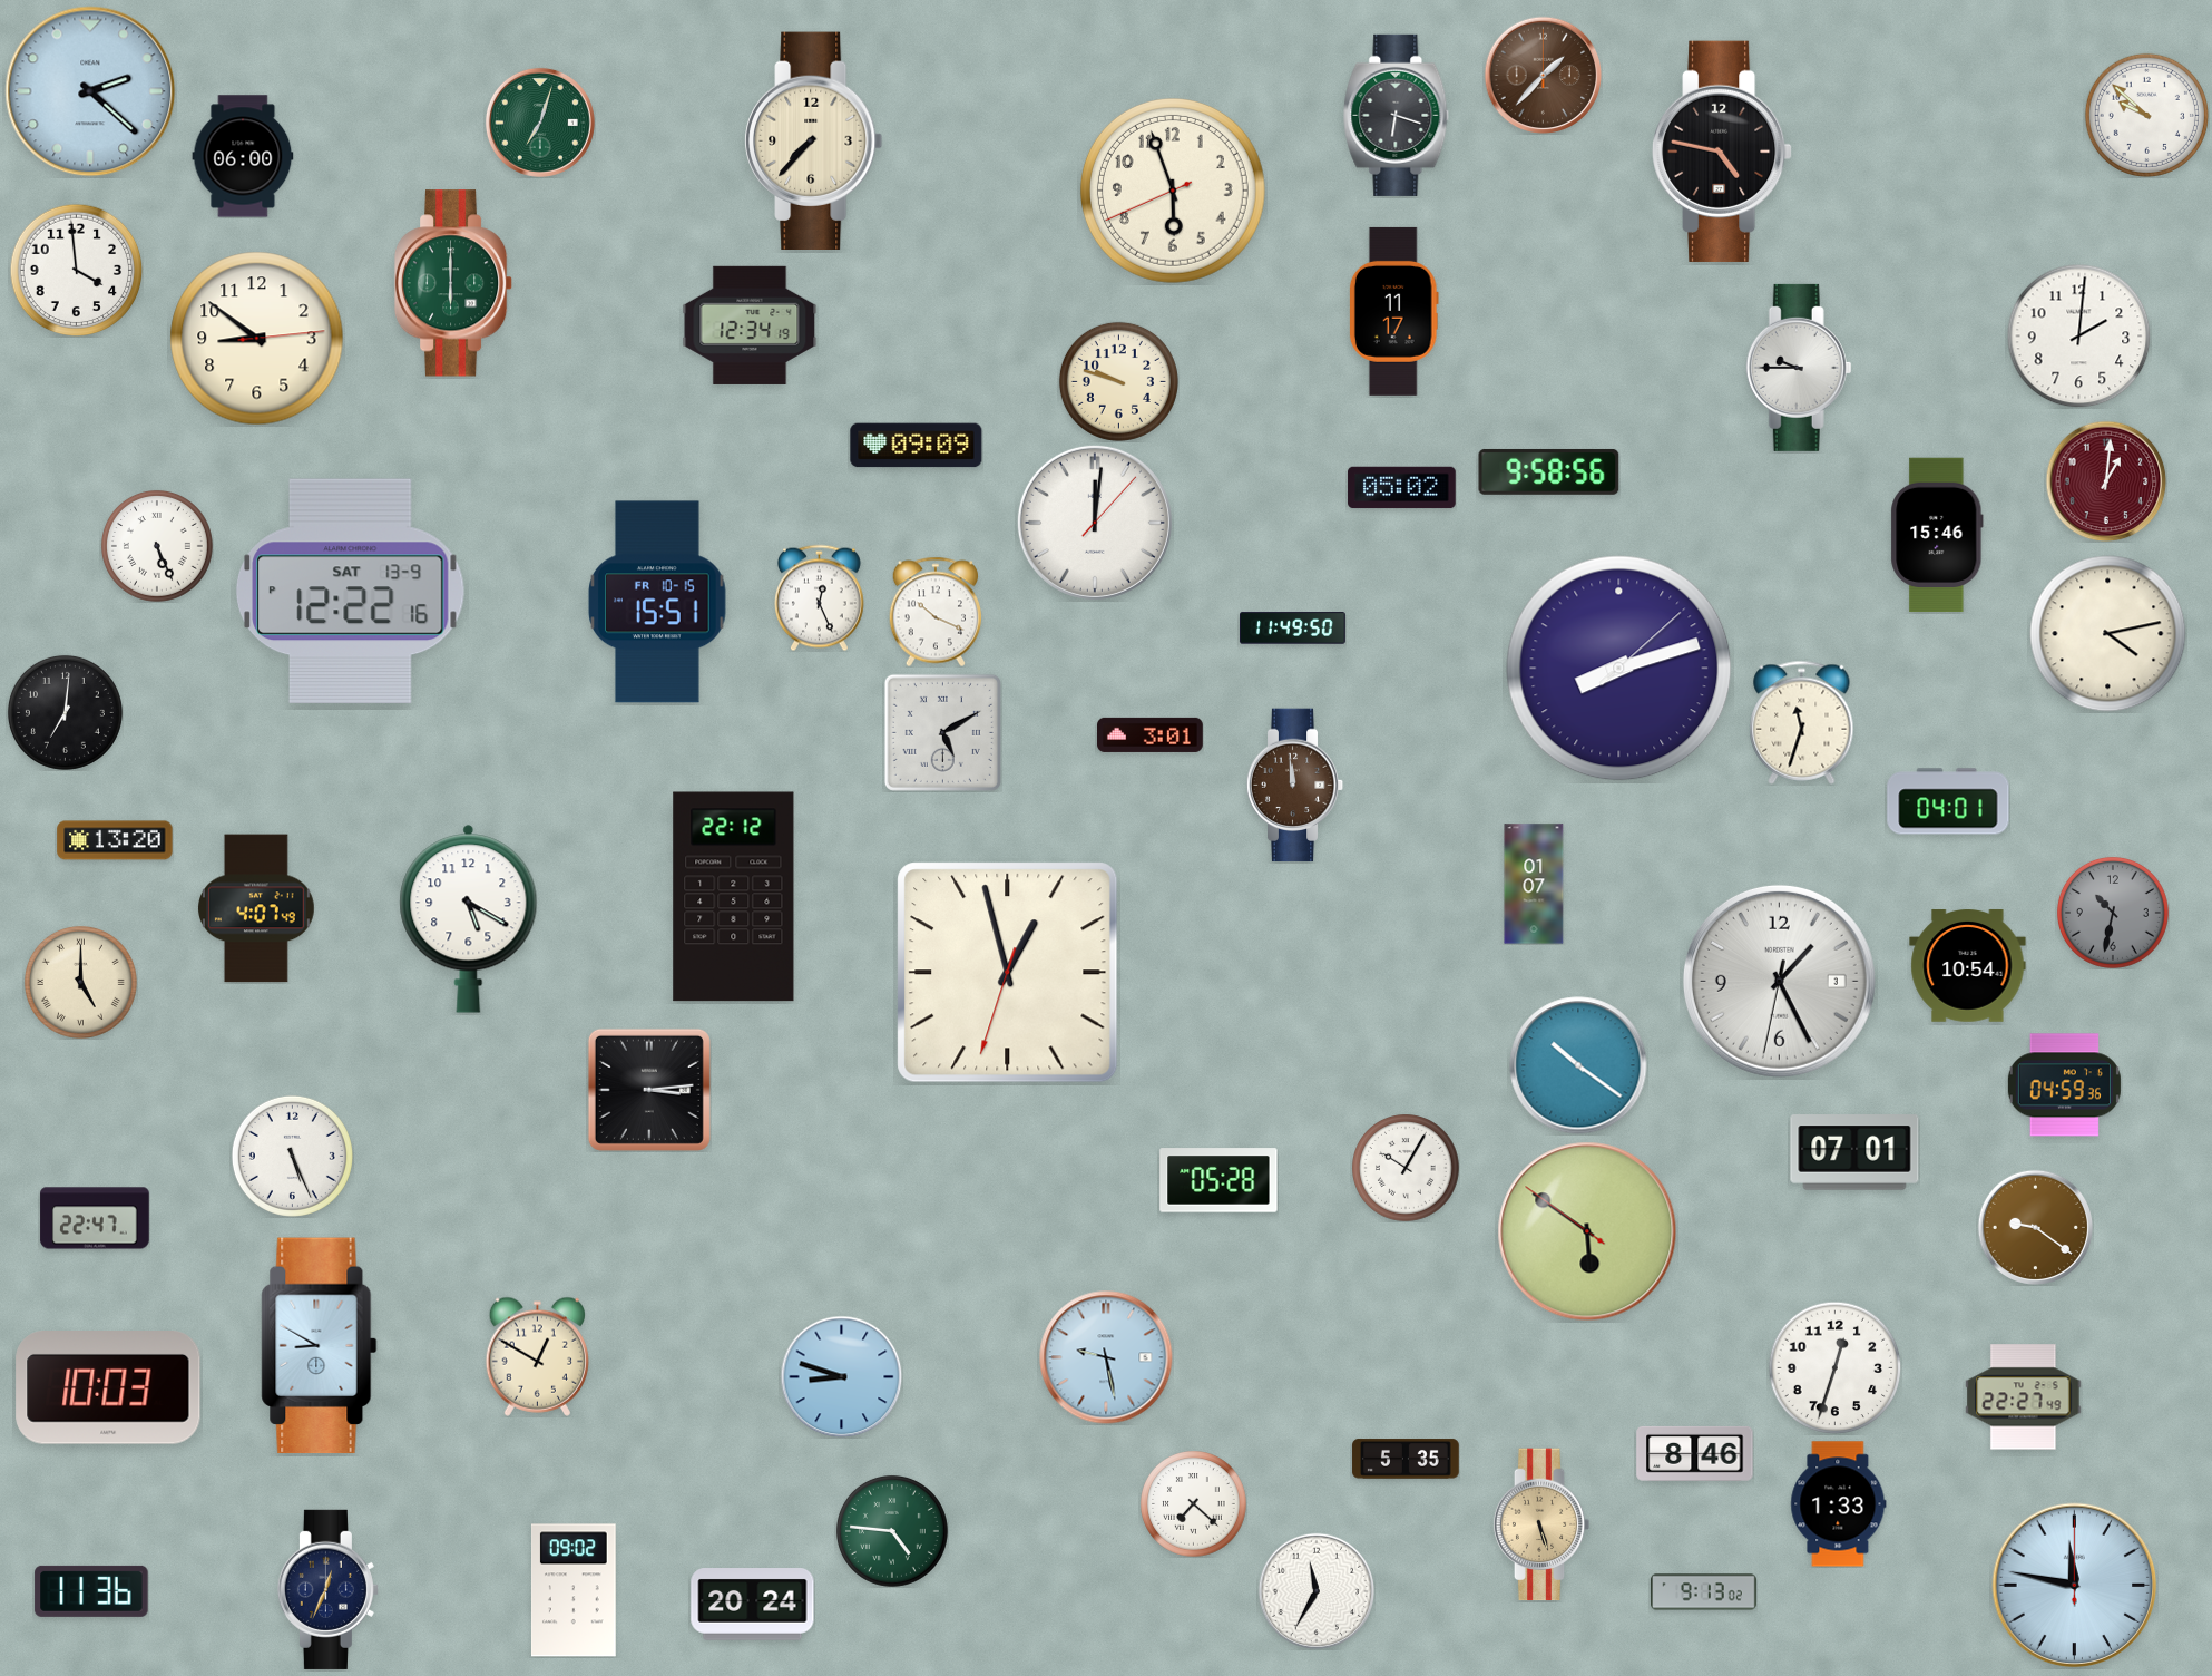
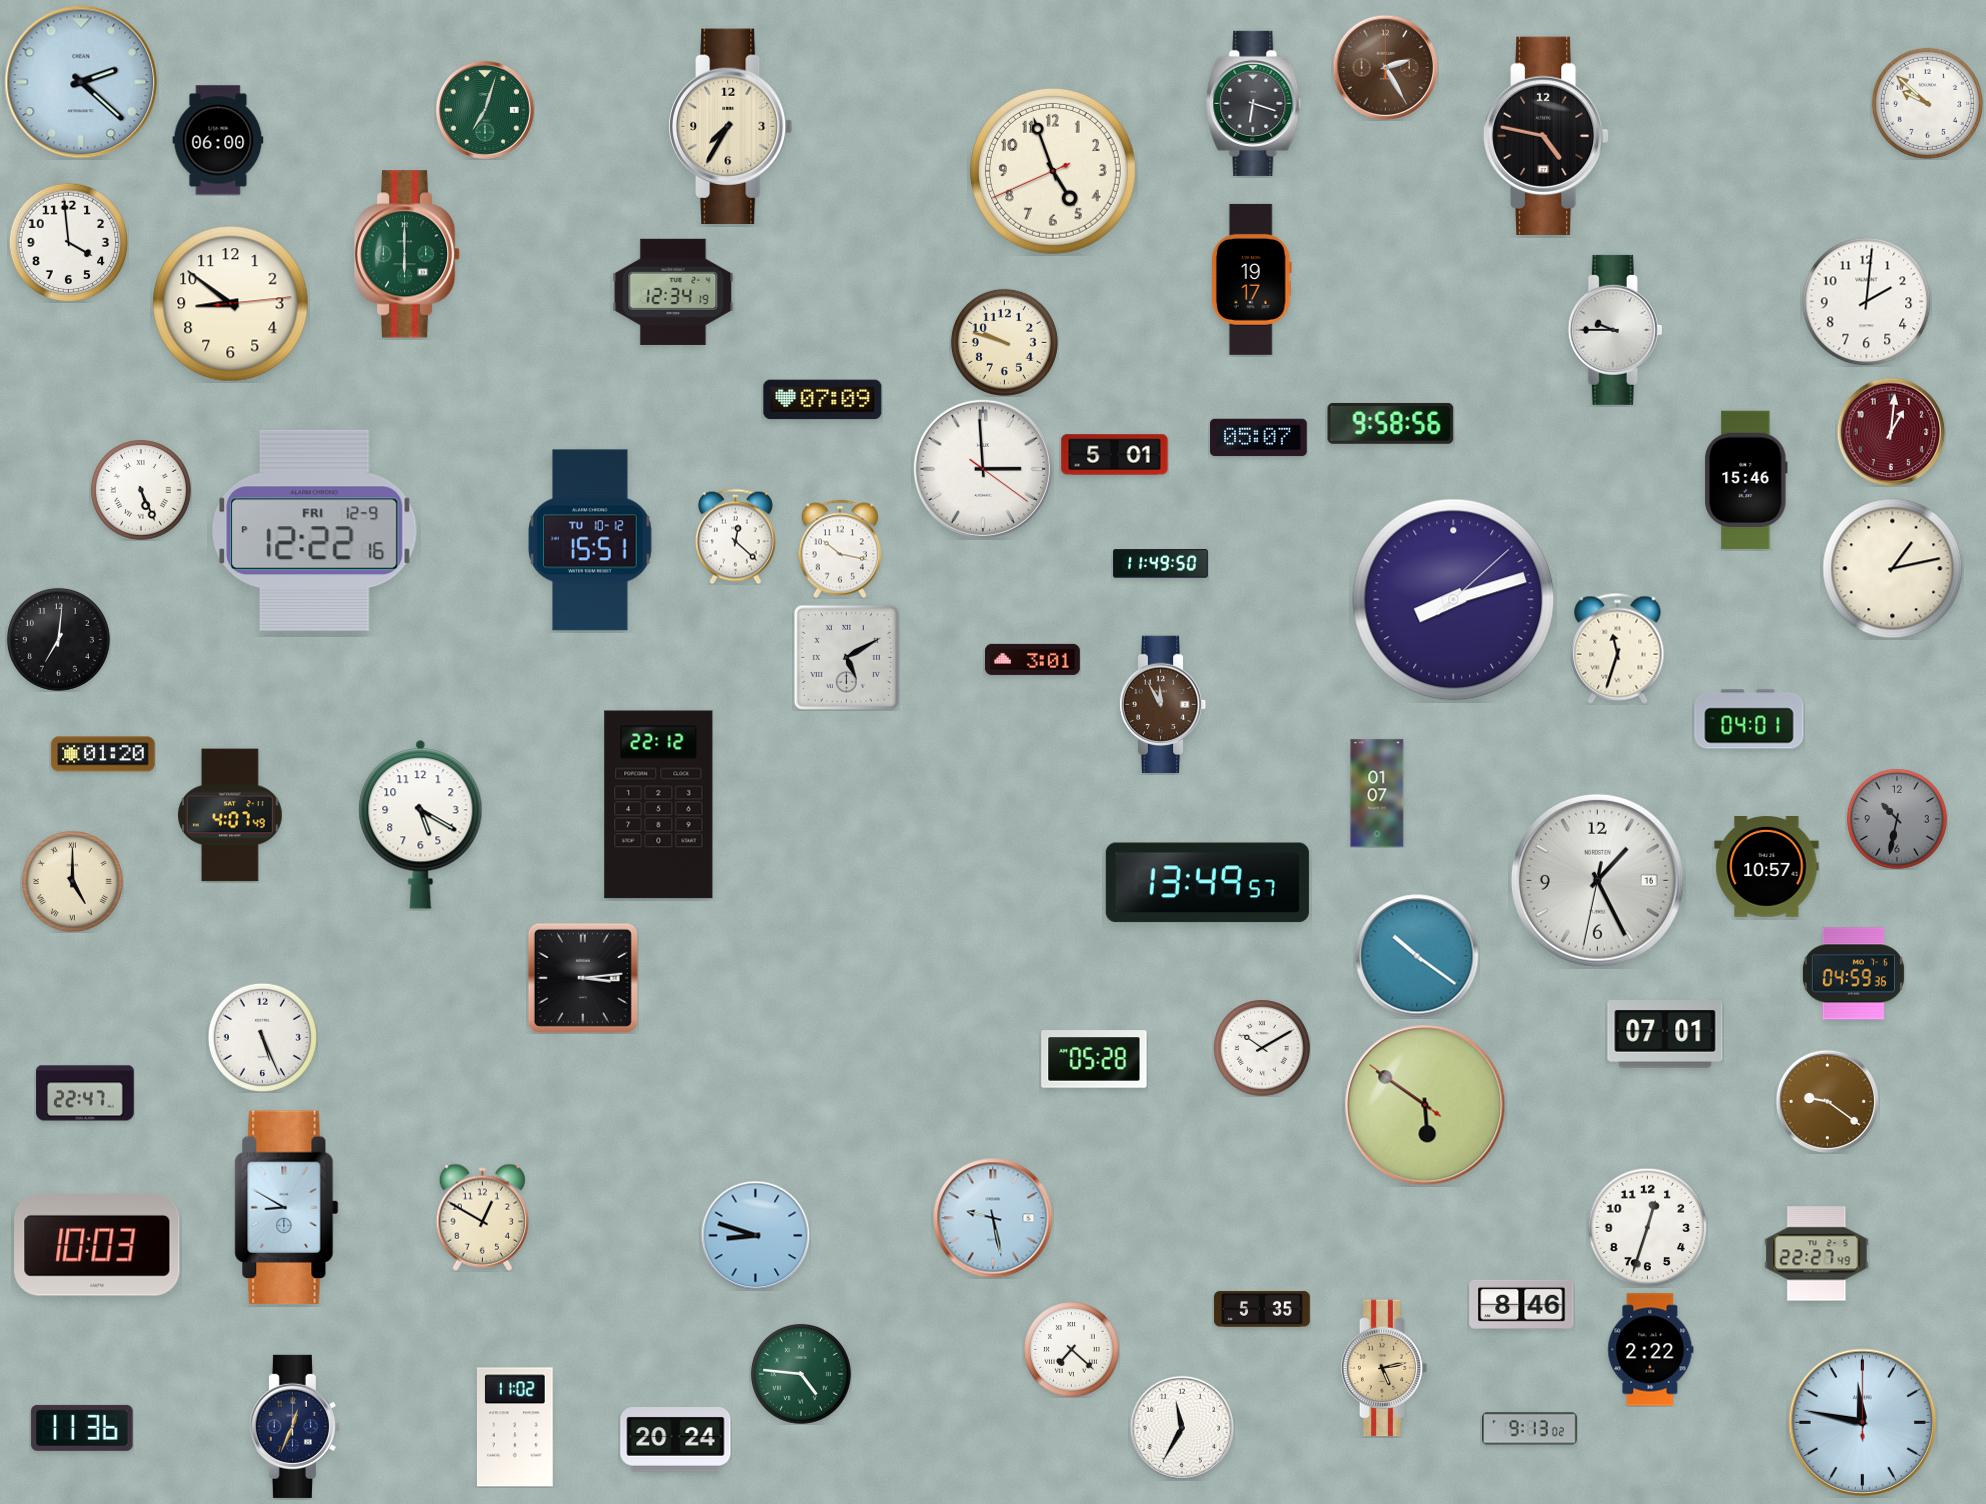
clock at (1543, 75): 1:37 -> 2:25
clock at (814, 140): 7:37 -> 7:35
clock at (1173, 191): 5:56 -> 4:56
clock at (1393, 311): 11:17 -> 19:17
clock at (917, 446): 09:09 -> 07:09
clock at (1402, 488): 05:02 -> 05:07
clock at (1115, 455): none -> 5:01
clock at (1095, 523): 12:01 -> 2:59
clock at (1937, 535) position: (1937, 535) -> (1746, 480)
clock at (350, 591) date: SAT 13-9 -> FRI 12-9
clock at (819, 597): 12:26 -> 12:22
clock at (657, 602) date: FR 10-15 -> TU 10-12
clock at (936, 612): 10:19 -> 10:17
clock at (2108, 634): 4:13 -> 1:13
clock at (1295, 786): 11:59 -> 11:55
clock at (115, 840): 13:20 -> 01:20
clock at (1968, 966): 10:54 -> 10:57
clock at (1008, 973): 12:57 -> none
clock at (1779, 981) date: 3 -> 16
clock at (1207, 883): none -> 13:49
clock at (1406, 1168): 10:05 -> 10:10
clock at (1839, 1504): 1:33 -> 2:22
clock at (1541, 1524): 5:27 -> 5:13
clock at (574, 1590): 09:02 -> 11:02
